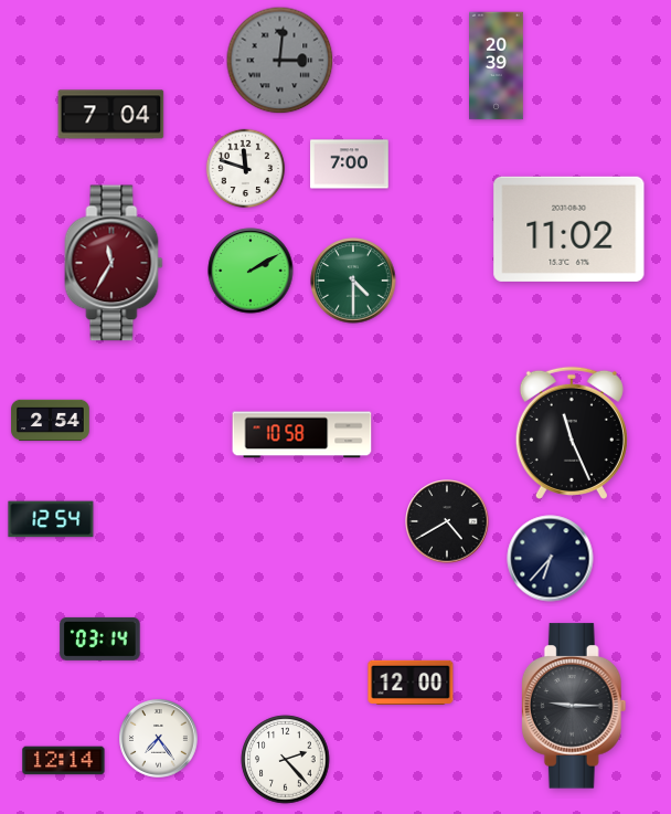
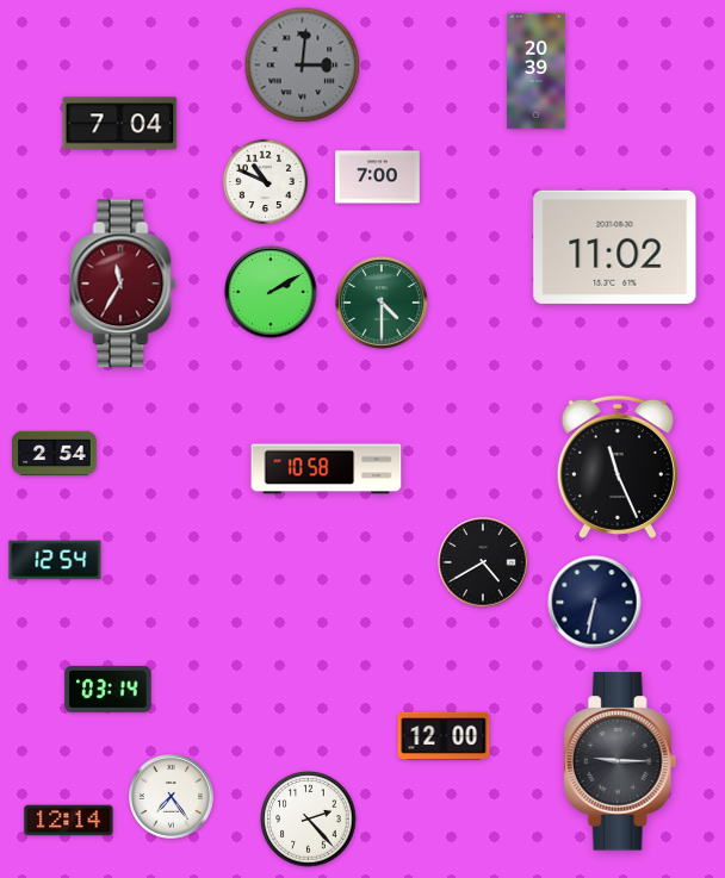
clock at (246, 169): 11:48 -> 10:49
clock at (551, 559): 6:37 -> 6:32
